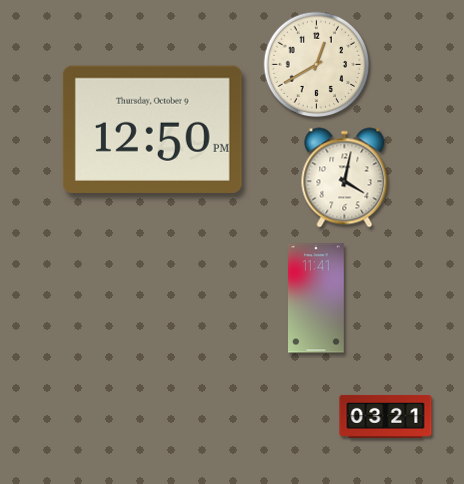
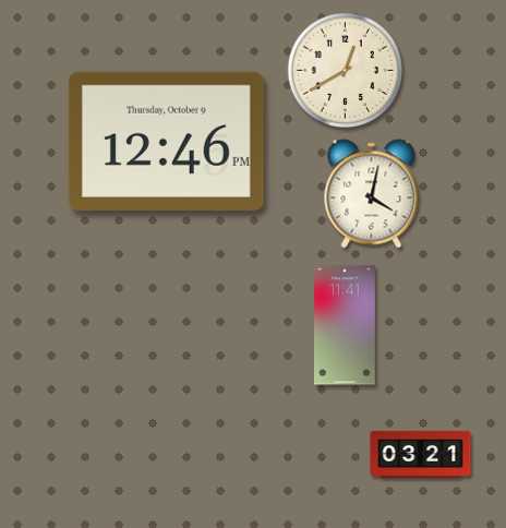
clock at (152, 129): 12:50 -> 12:46
clock at (345, 178) position: (345, 178) -> (372, 194)
